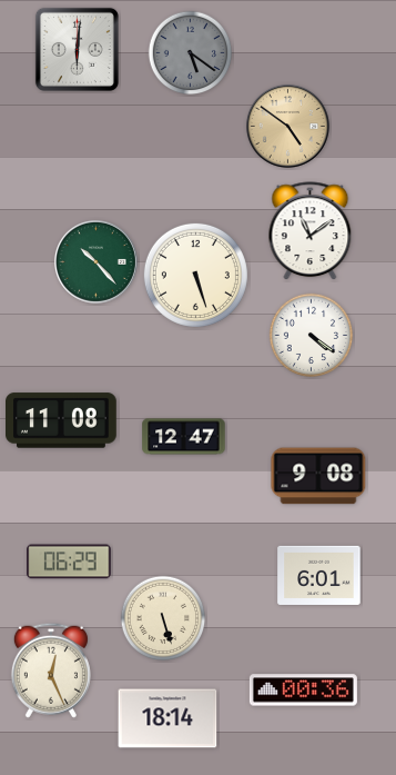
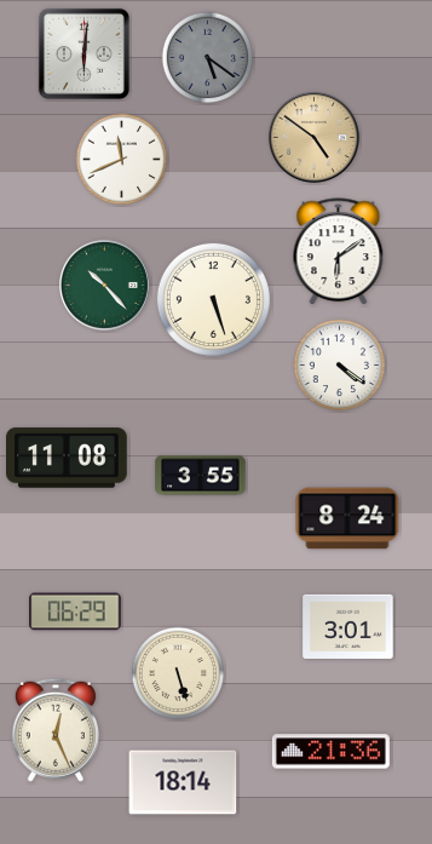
clock at (122, 160): none -> 11:41
clock at (311, 231): 11:09 -> 6:09
clock at (184, 437): 12:47 -> 3:55
clock at (318, 476): 9:08 -> 8:24
clock at (319, 575): 6:01 -> 3:01
clock at (303, 690): 00:36 -> 21:36
